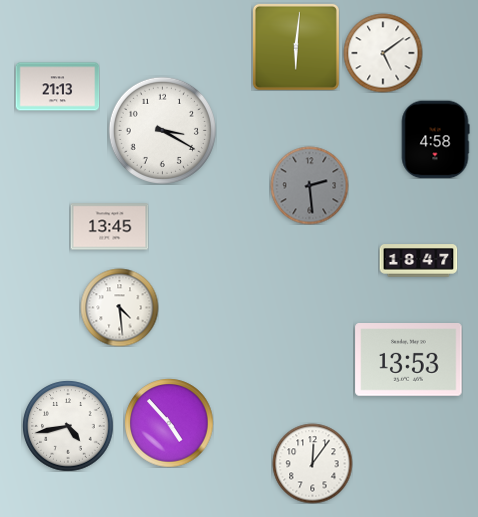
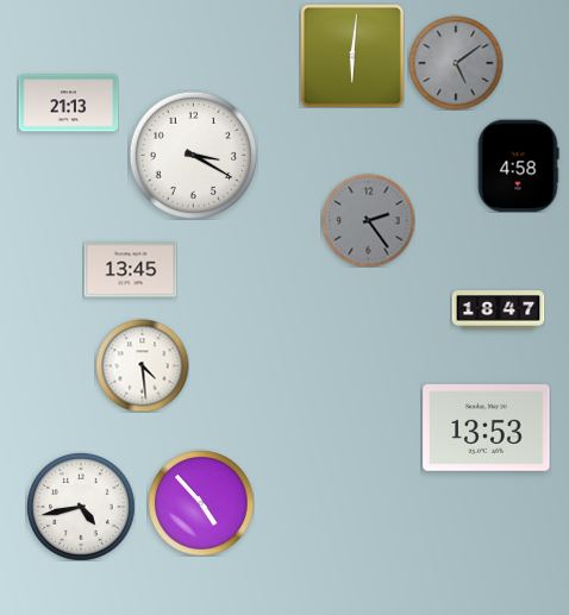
clock at (383, 53) dial: white -> grey
clock at (309, 185): 2:29 -> 2:24
clock at (312, 463): 12:06 -> none
